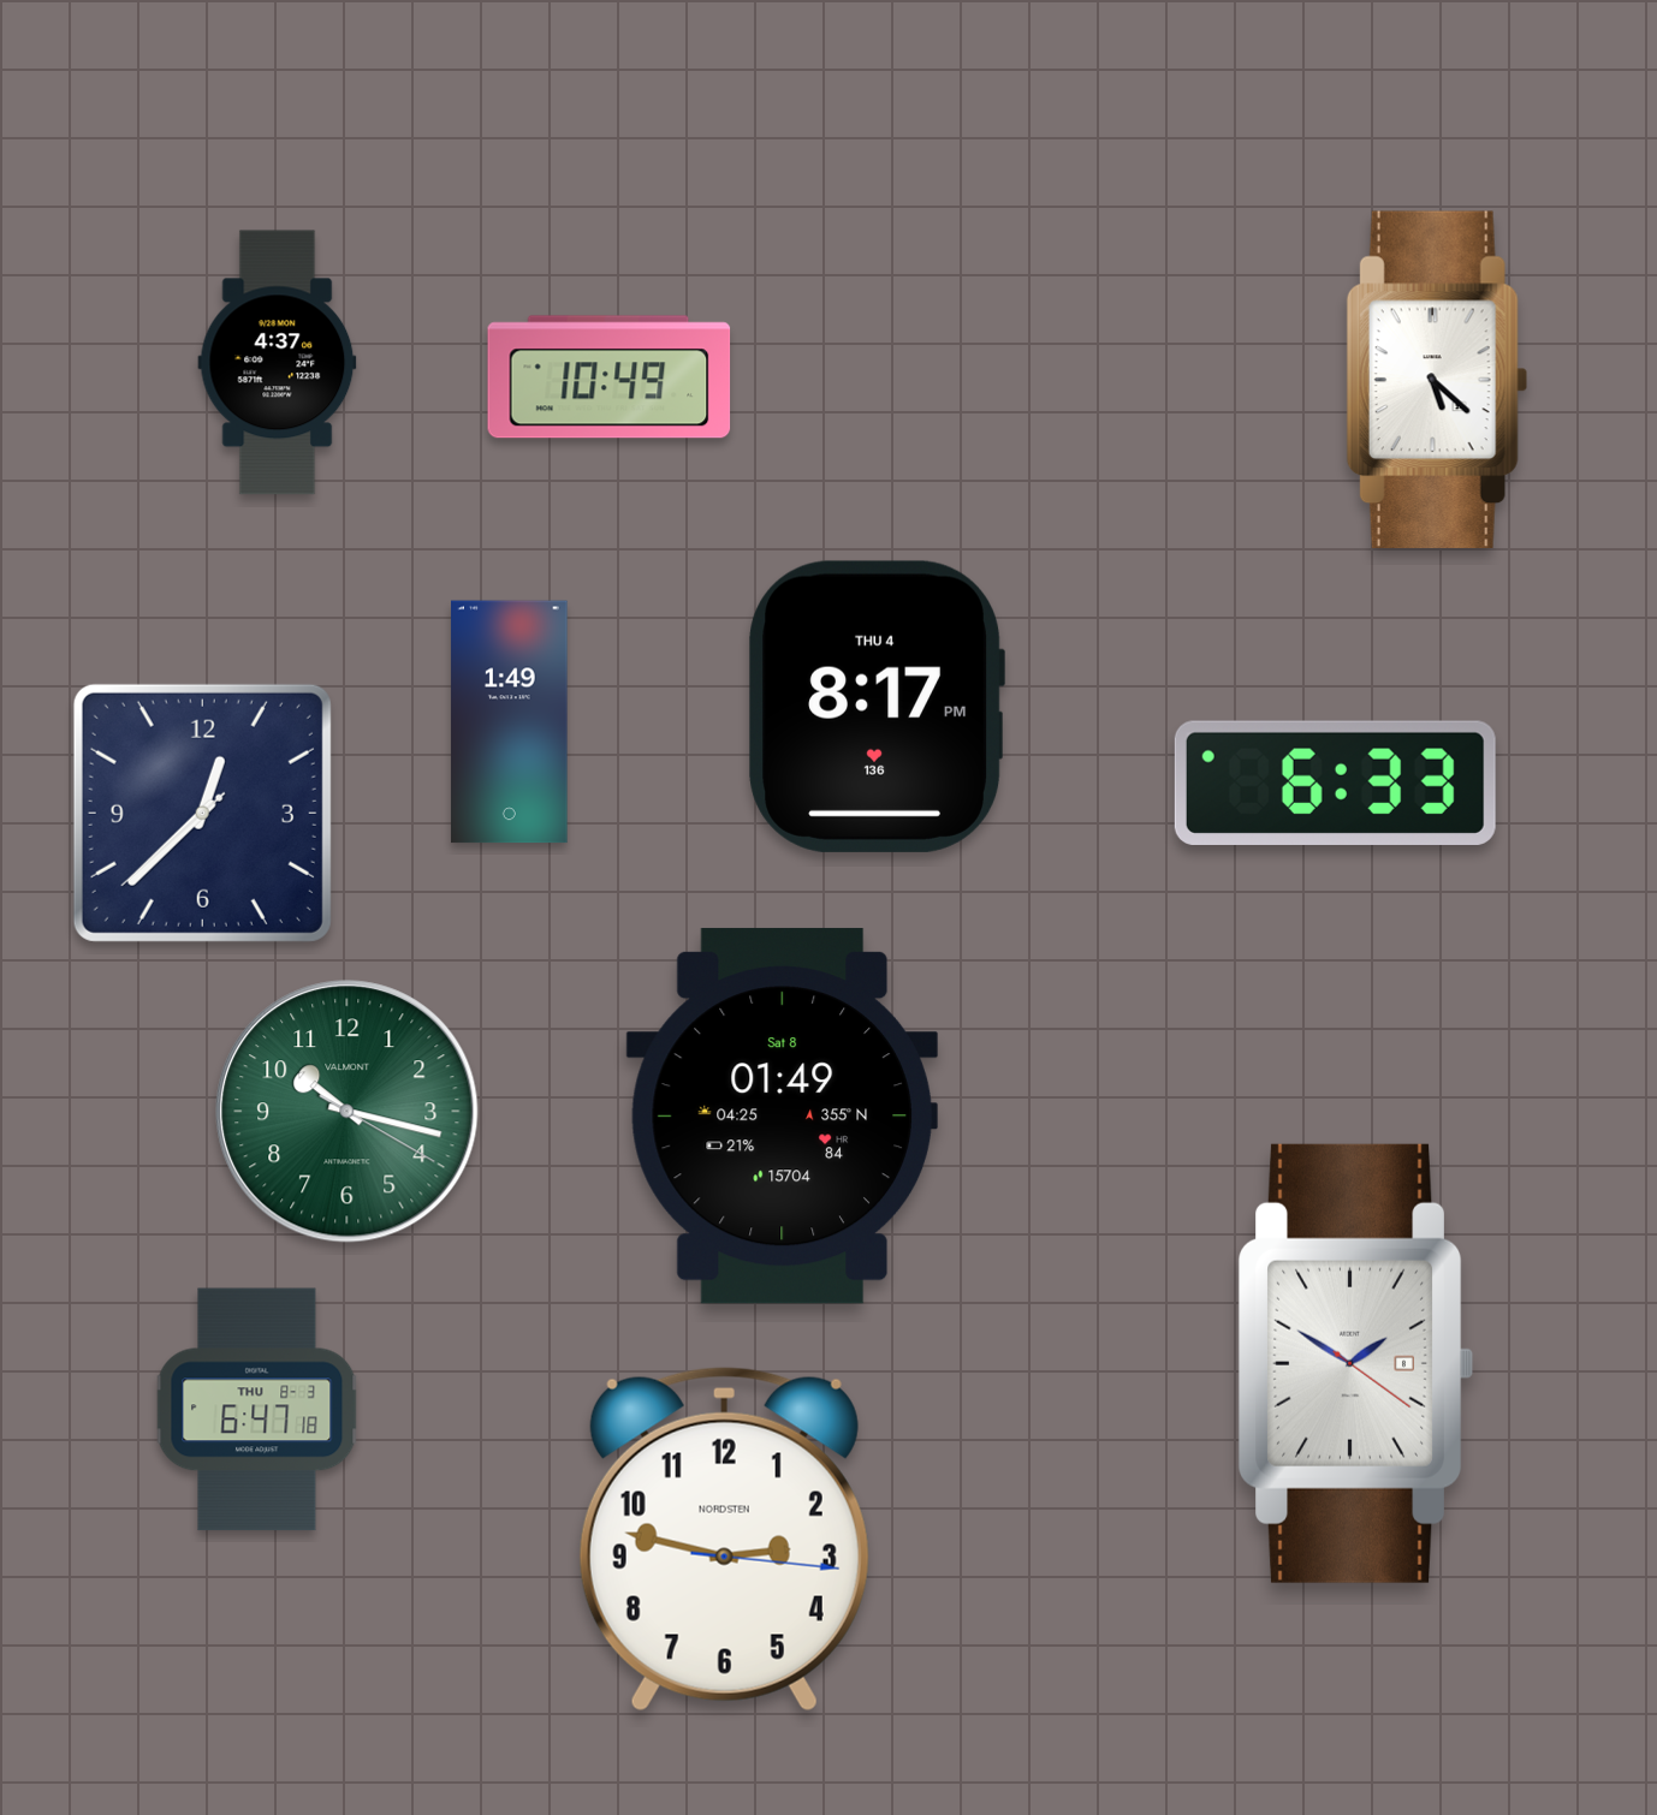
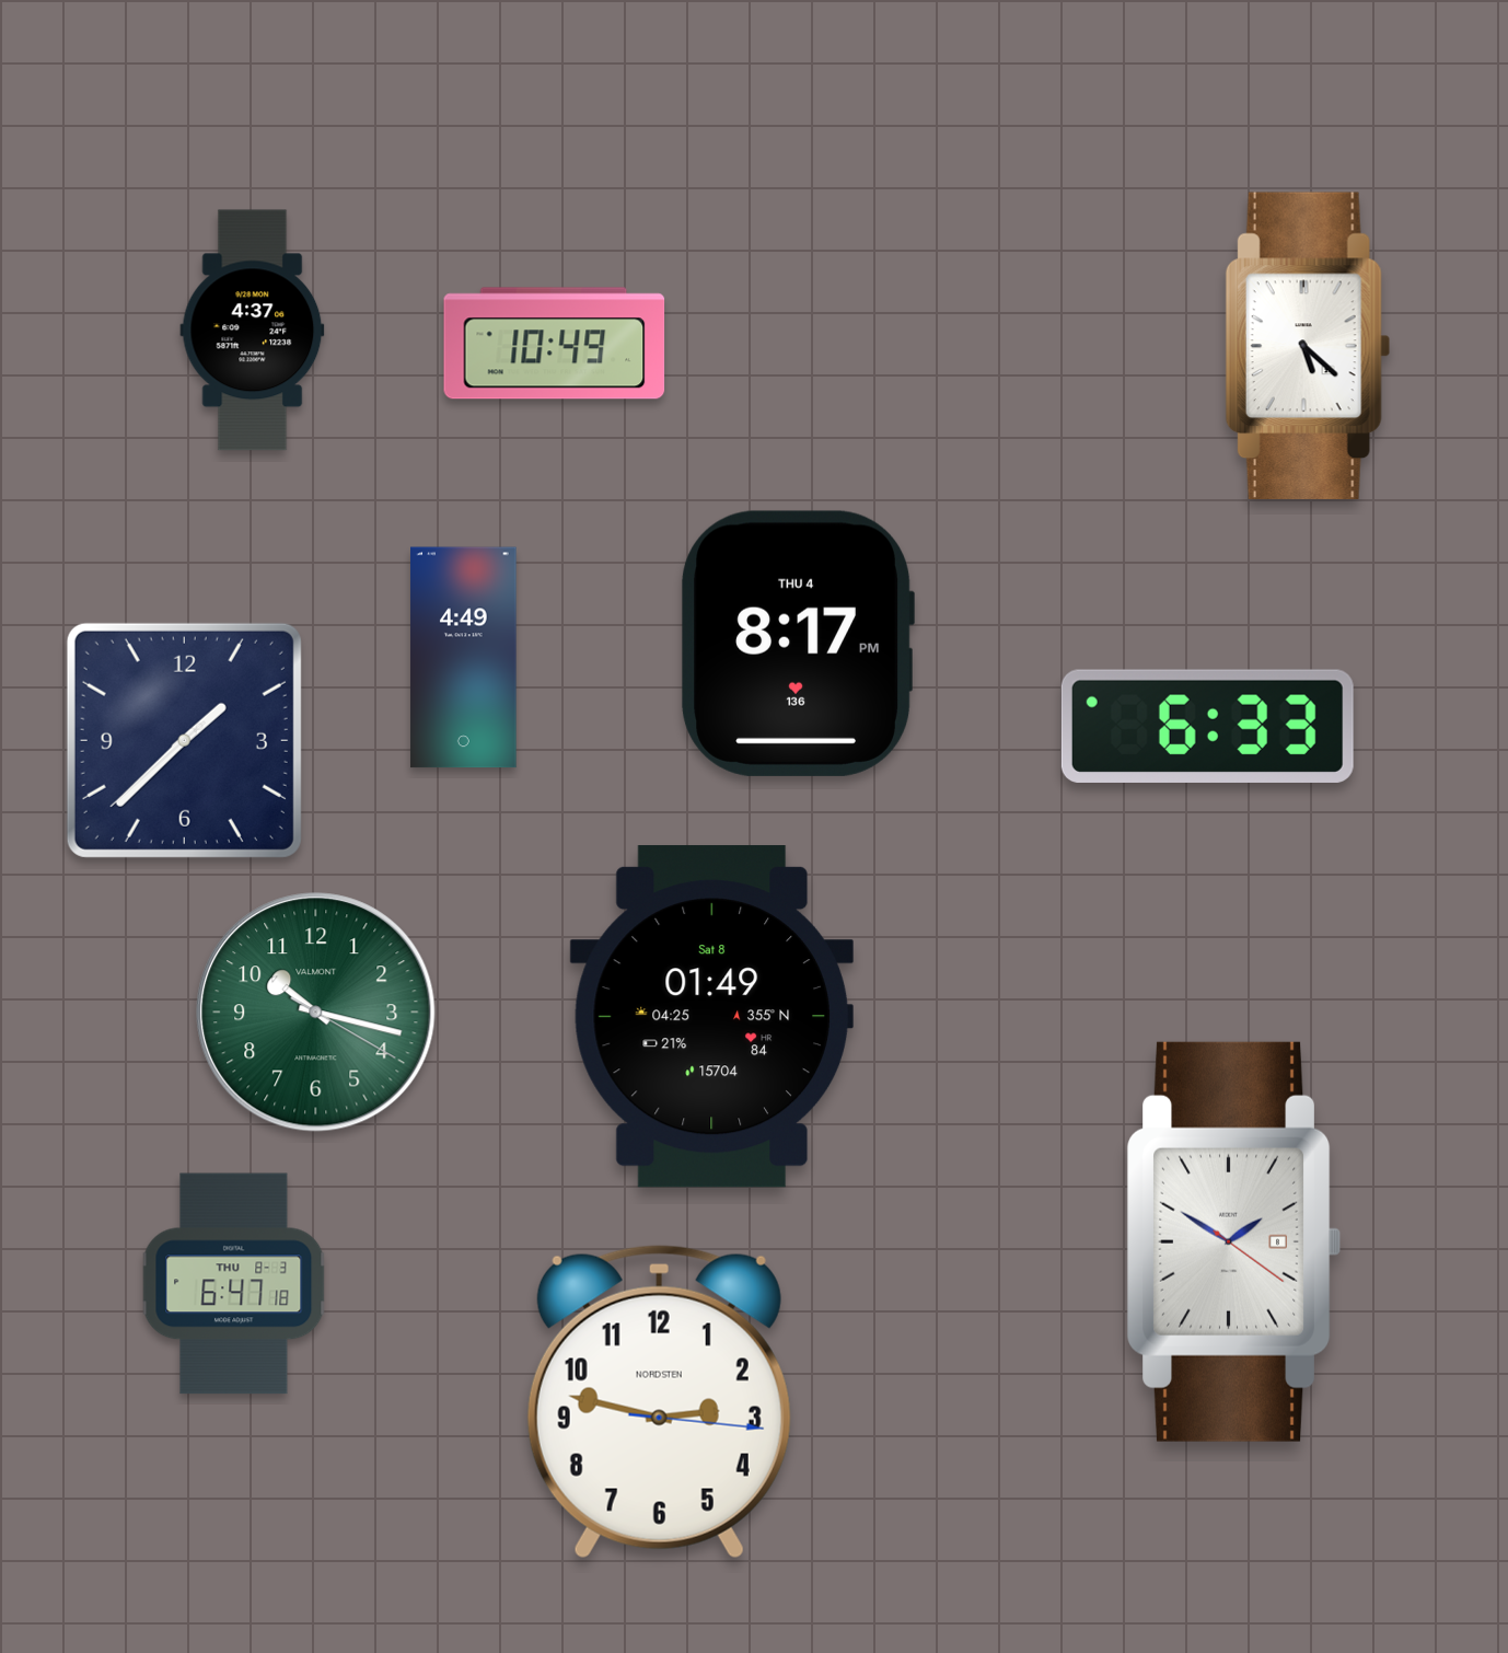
clock at (510, 722): 1:49 -> 4:49
clock at (1335, 782) position: (1335, 782) -> (1207, 726)
clock at (202, 813): 12:37 -> 1:37
